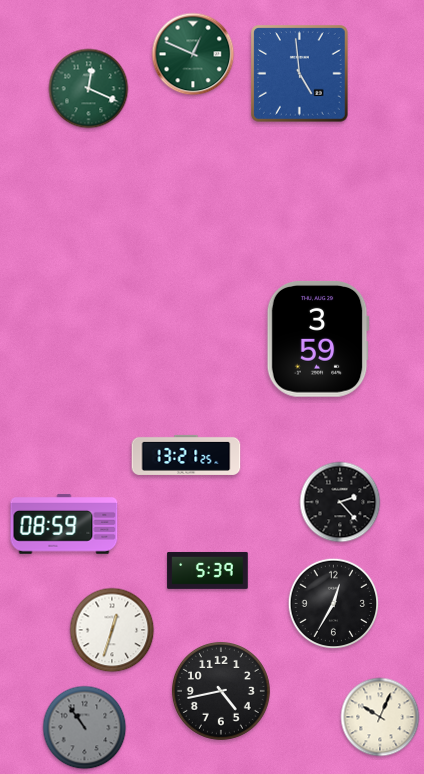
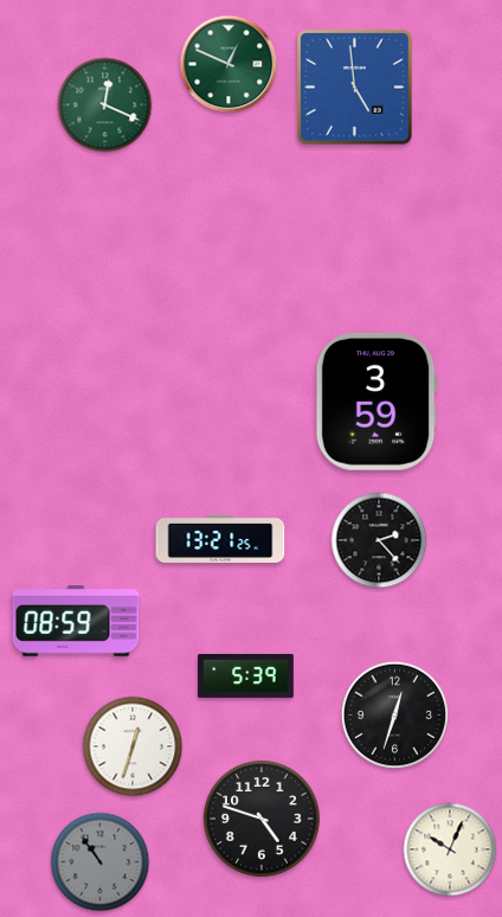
clock at (340, 502) position: (340, 502) -> (379, 540)
clock at (334, 604): 12:35 -> 12:33
clock at (221, 691): 4:43 -> 4:48
